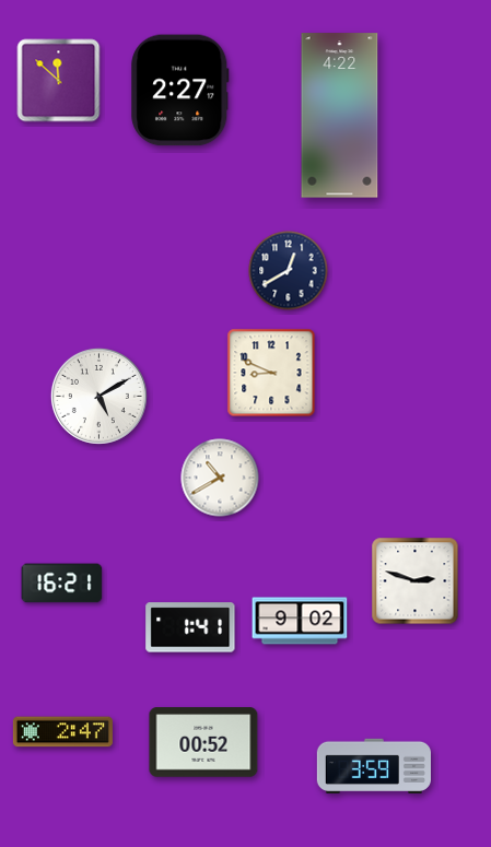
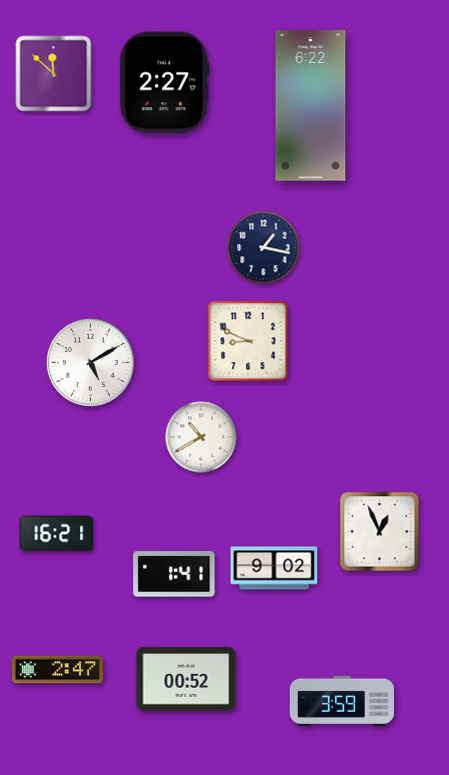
clock at (340, 116): 4:22 -> 6:22
clock at (289, 271): 12:40 -> 1:17
clock at (416, 581): 2:48 -> 12:56
